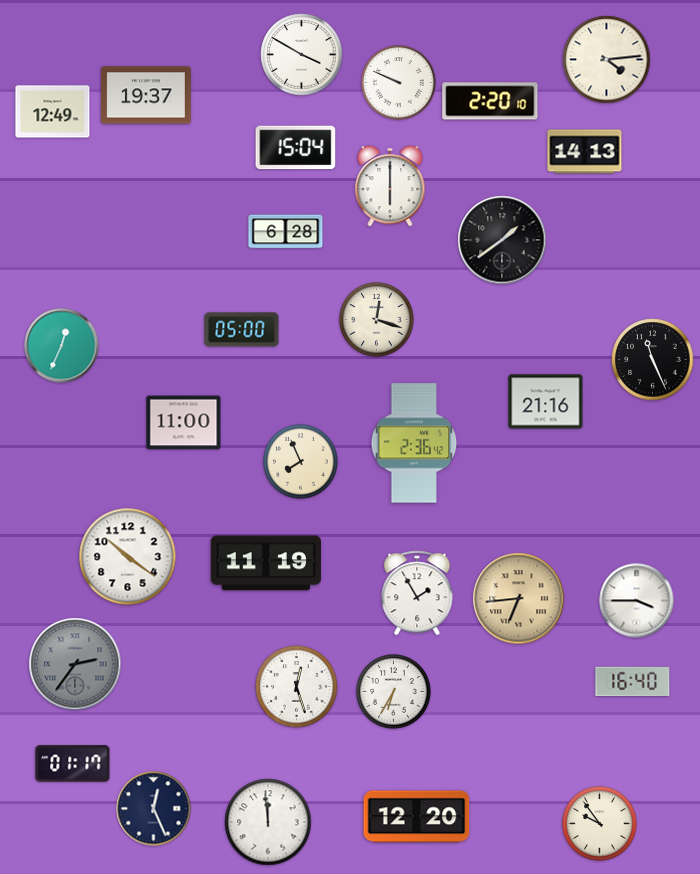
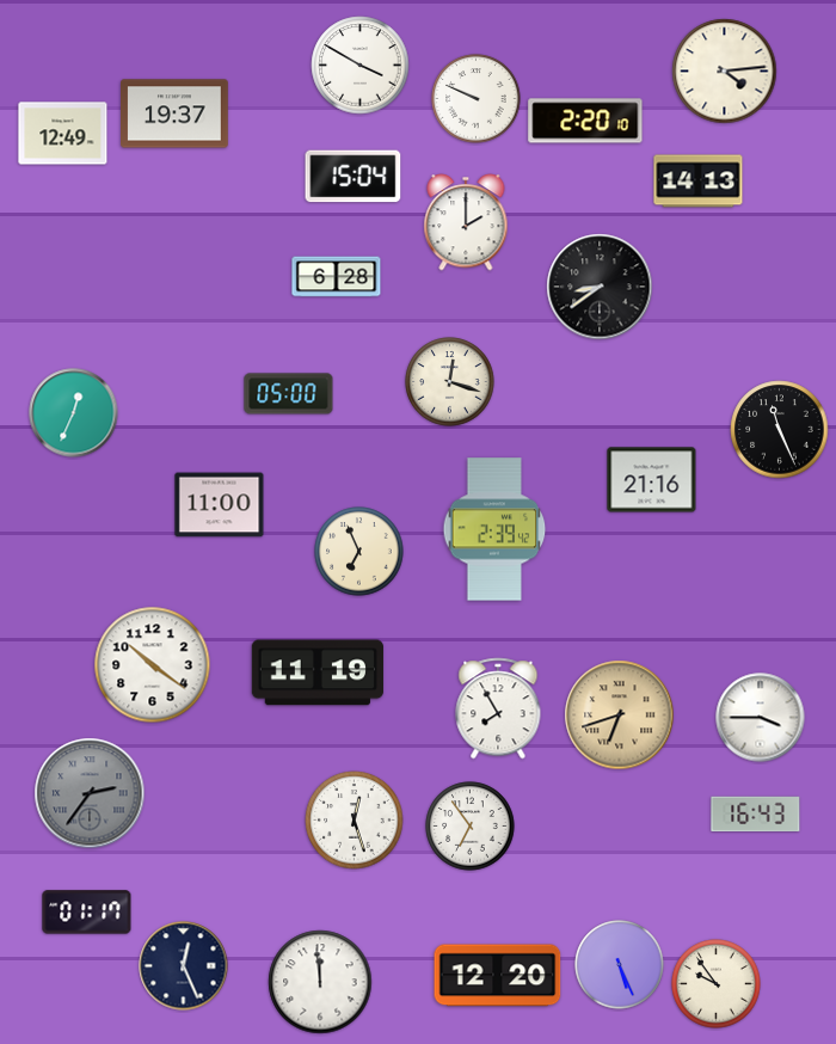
clock at (390, 186): 6:00 -> 2:00
clock at (286, 232) position: (286, 232) -> (337, 277)
clock at (502, 240): 1:39 -> 8:39
clock at (414, 443): 2:36 -> 2:39
clock at (301, 462): 7:56 -> 6:56
clock at (417, 593): 1:55 -> 7:55
clock at (519, 599): 6:44 -> 6:42
clock at (633, 681): 16:40 -> 16:43
clock at (394, 692): 6:35 -> 6:54
clock at (620, 965): none -> 5:26
